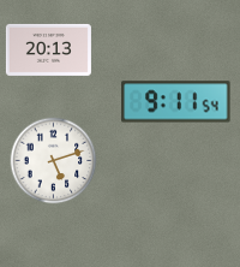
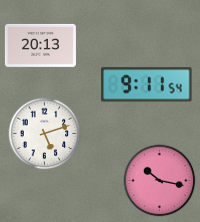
clock at (48, 49) position: (48, 49) -> (40, 45)
clock at (160, 181): none -> 10:17
